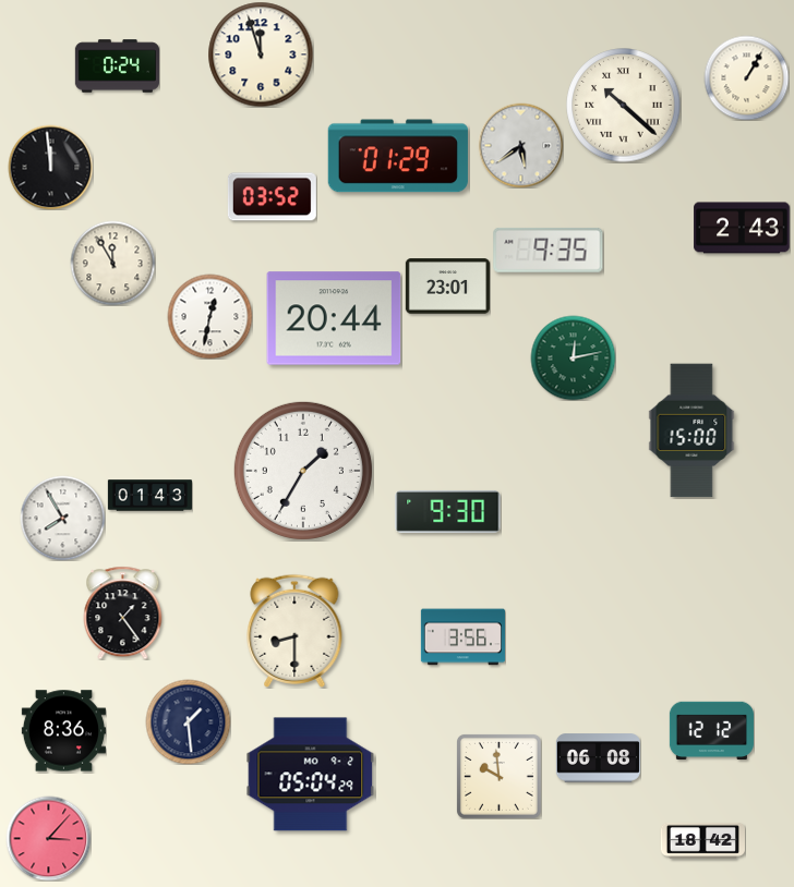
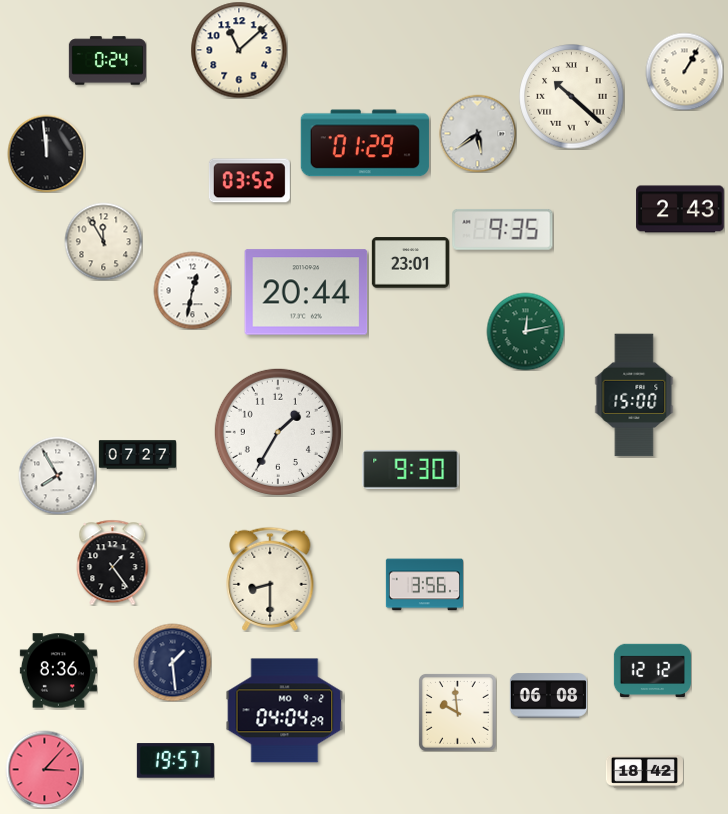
clock at (261, 54): 11:57 -> 11:08
clock at (573, 357) position: (573, 357) -> (525, 331)
clock at (149, 496): 01:43 -> 07:27
clock at (311, 775): 05:04 -> 04:04
clock at (175, 761): none -> 19:57
